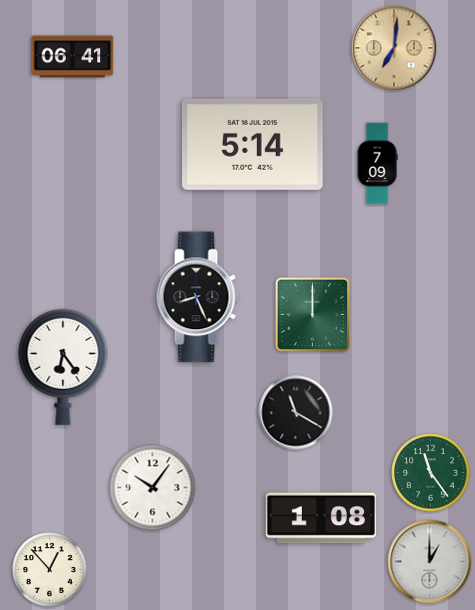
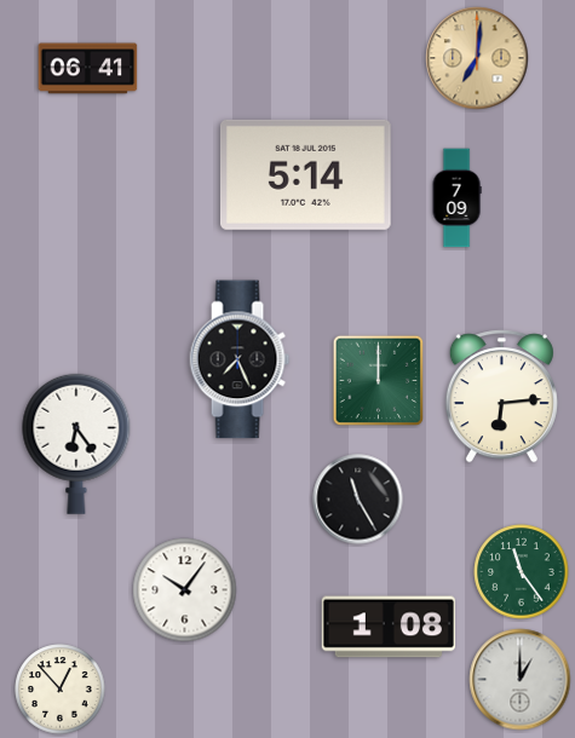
clock at (198, 297): 8:26 -> 7:26
clock at (501, 397): none -> 6:14
clock at (296, 413): 11:20 -> 11:25
